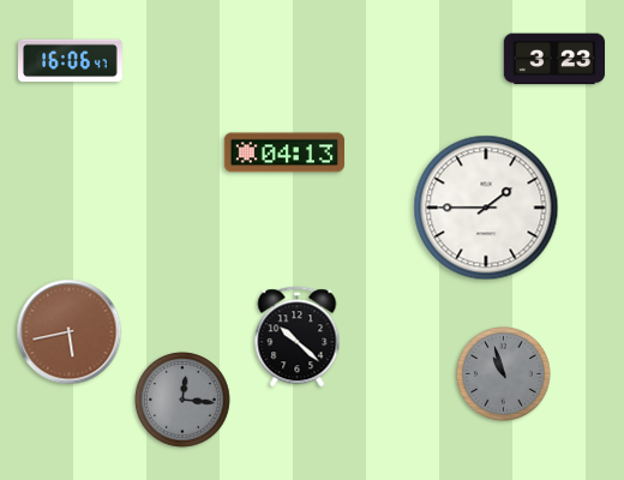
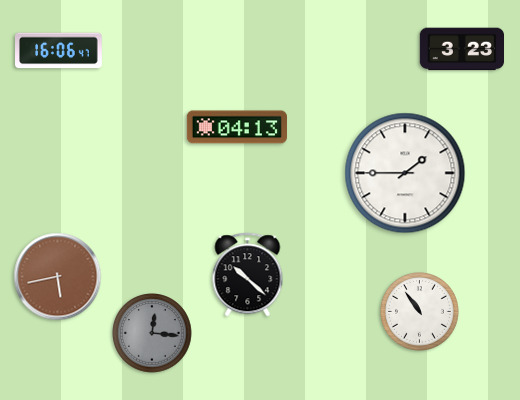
clock at (298, 337) position: (298, 337) -> (248, 275)
clock at (504, 374): 10:57 -> 10:54
clock at (504, 374) dial: grey -> white
